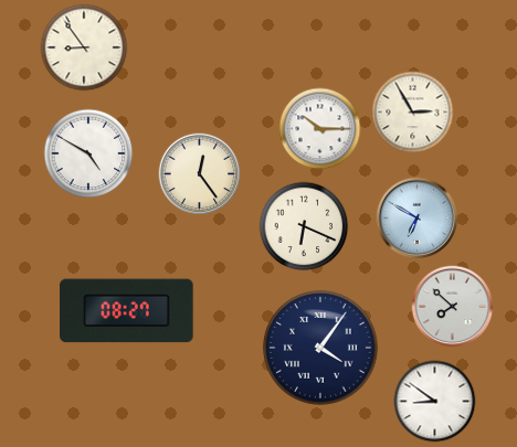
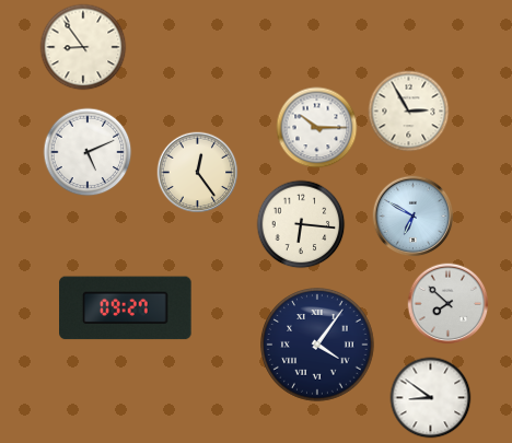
clock at (88, 153): 4:50 -> 5:11
clock at (304, 226): 6:19 -> 6:16
clock at (127, 311): 08:27 -> 09:27
